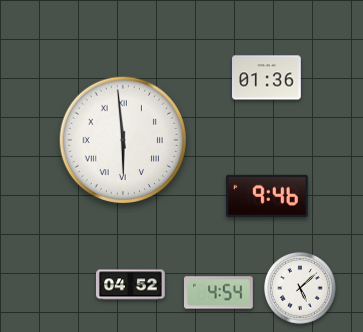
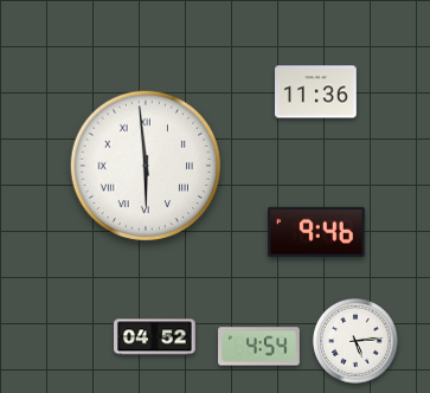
clock at (267, 78): 01:36 -> 11:36
clock at (301, 289): 5:08 -> 5:14
